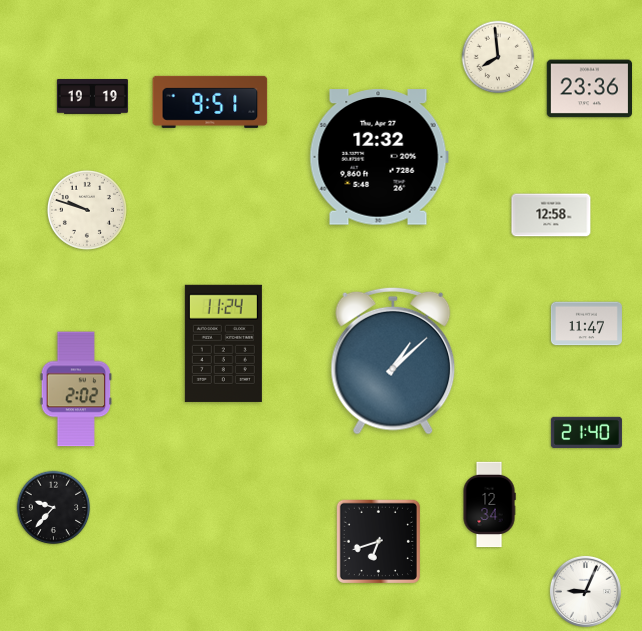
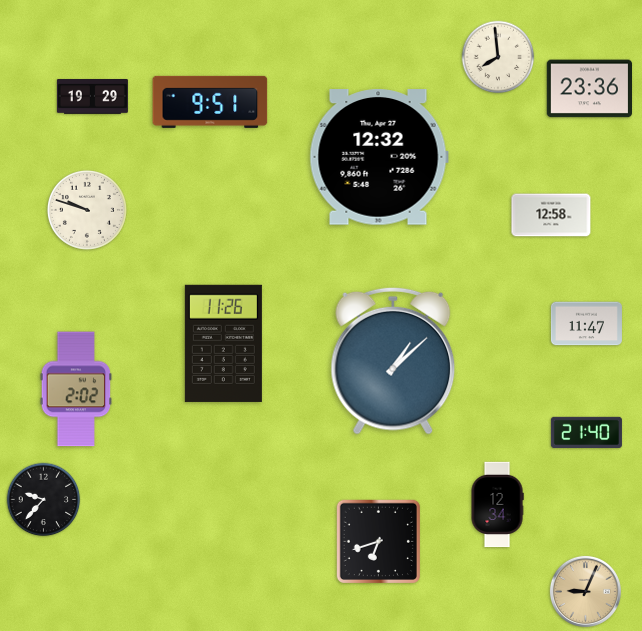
clock at (92, 97): 19:19 -> 19:29
clock at (223, 343): 11:24 -> 11:26
clock at (489, 505) position: (489, 505) -> (497, 505)
clock at (54, 508) position: (54, 508) -> (44, 500)
clock at (585, 591) dial: white -> champagne
